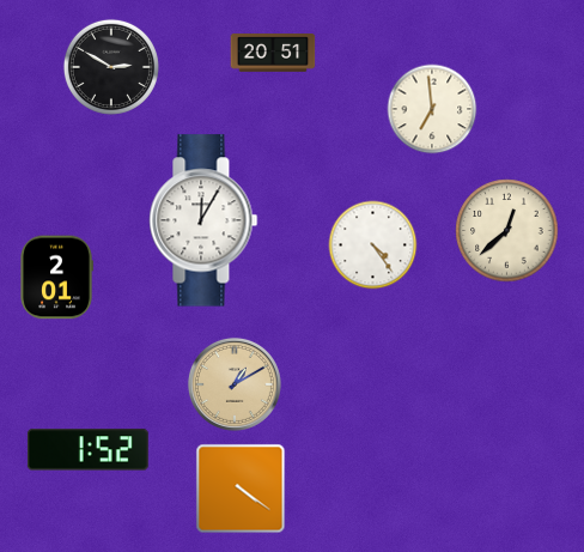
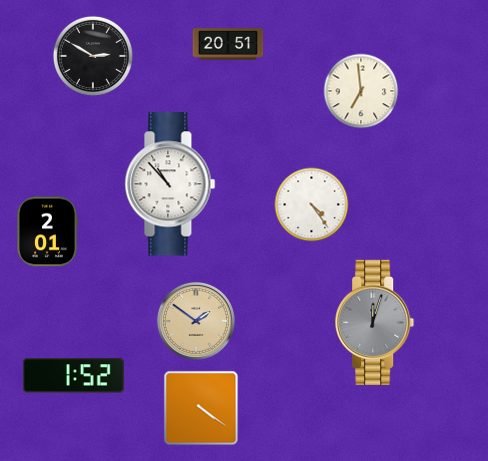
clock at (203, 220): 12:05 -> 10:53
clock at (507, 231): 12:38 -> none
clock at (235, 384): 1:10 -> 1:51
clock at (375, 322): none -> 12:03
